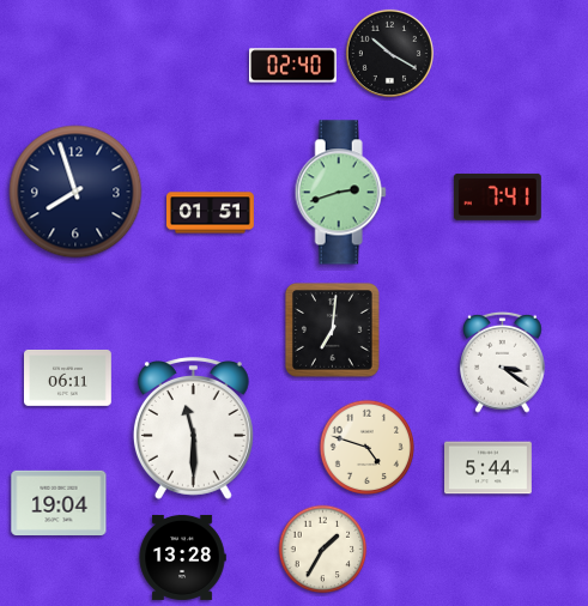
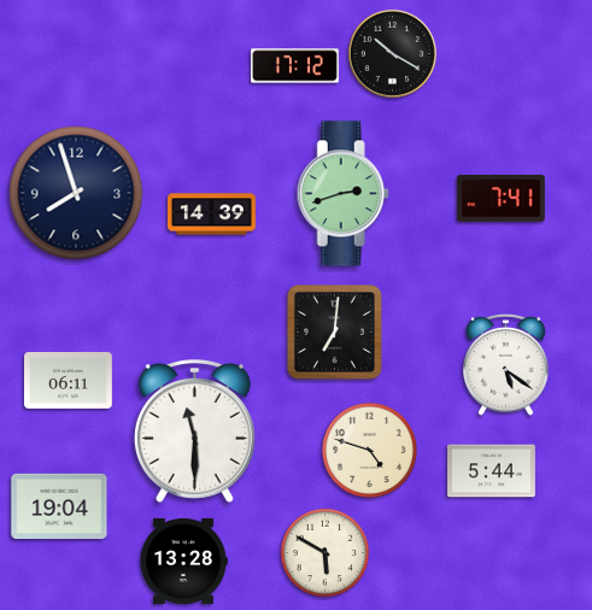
clock at (293, 66): 02:40 -> 17:12
clock at (211, 213): 01:51 -> 14:39
clock at (503, 362): 3:21 -> 5:21
clock at (323, 550): 1:35 -> 5:50
